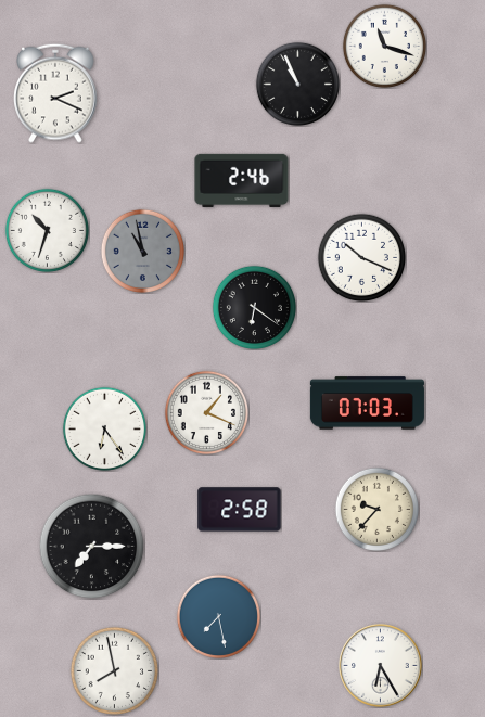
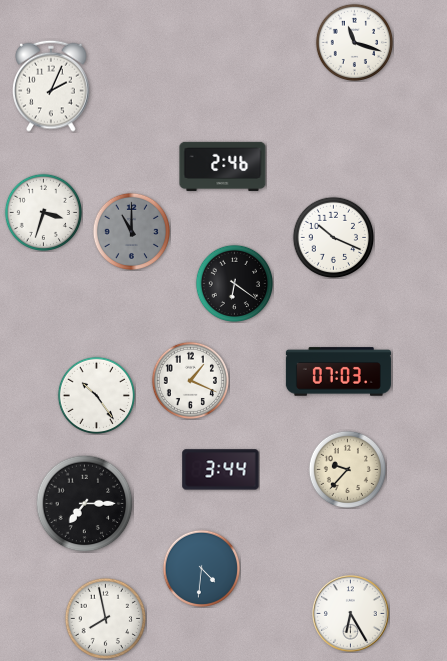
clock at (297, 84): 10:56 -> none
clock at (55, 93): 2:19 -> 2:04
clock at (47, 230): 10:33 -> 3:33
clock at (142, 251): 10:58 -> 11:00
clock at (104, 428): 6:24 -> 10:24
clock at (240, 510): 2:58 -> 3:44
clock at (218, 616): 7:28 -> 4:31
